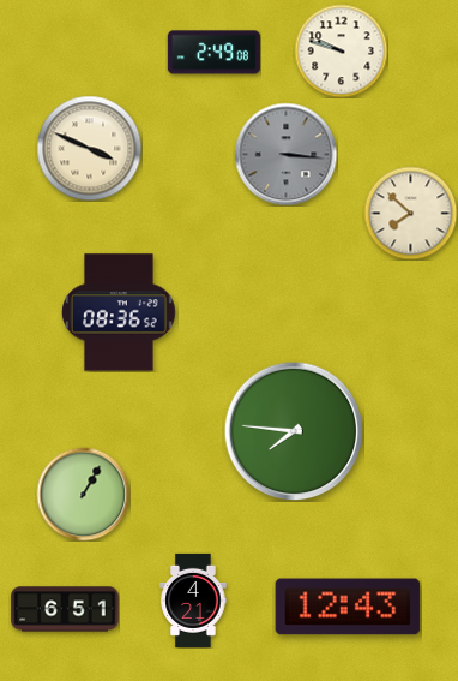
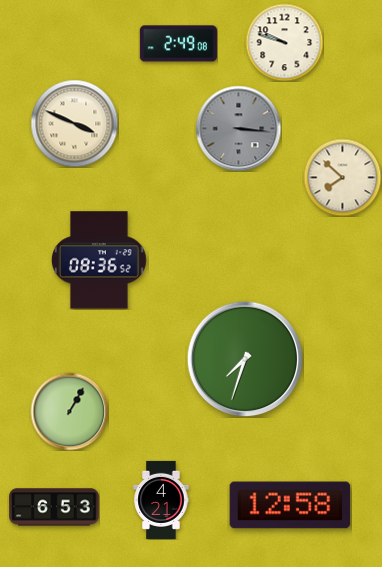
clock at (294, 431): 7:46 -> 7:33
clock at (348, 607): 12:43 -> 12:58
clock at (65, 609): 6:51 -> 6:53
